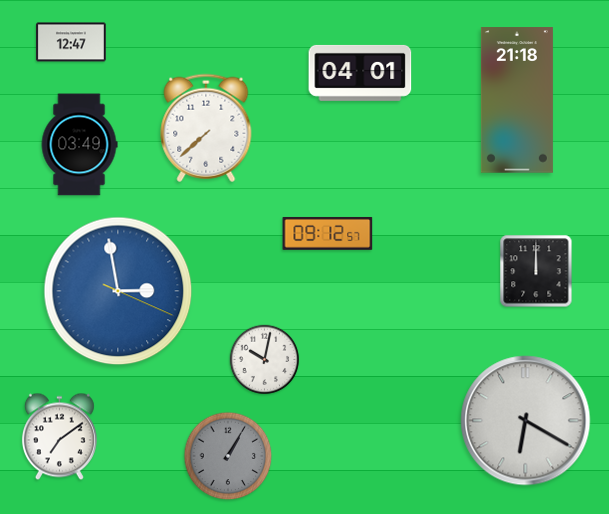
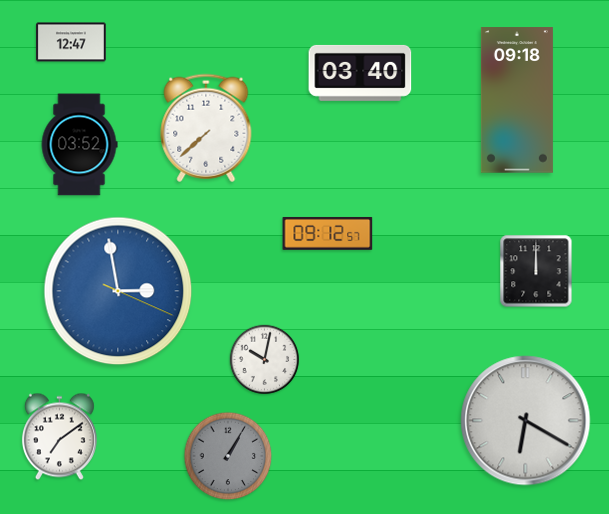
clock at (360, 73): 04:01 -> 03:40
clock at (517, 100): 21:18 -> 09:18
clock at (79, 145): 03:49 -> 03:52
